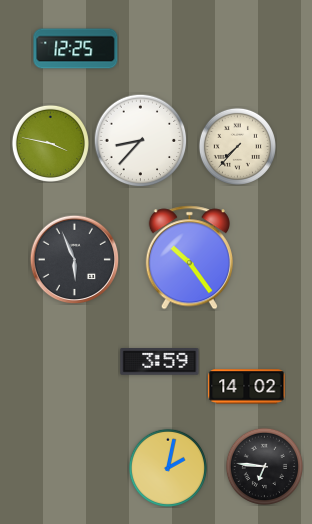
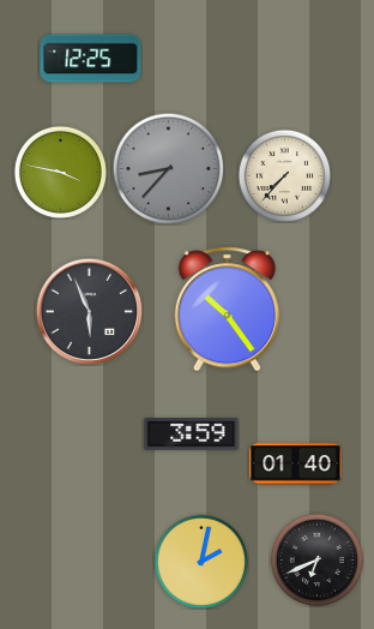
clock at (140, 140) dial: white -> grey
clock at (247, 387): 14:02 -> 01:40
clock at (264, 466): 6:46 -> 6:41
